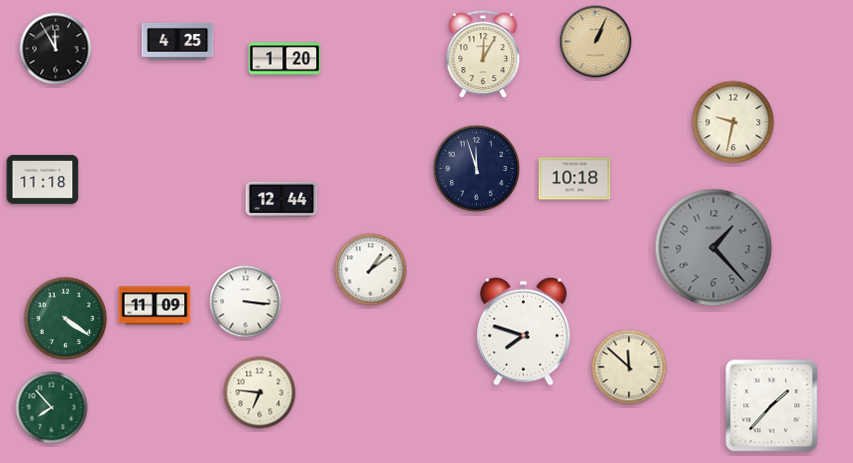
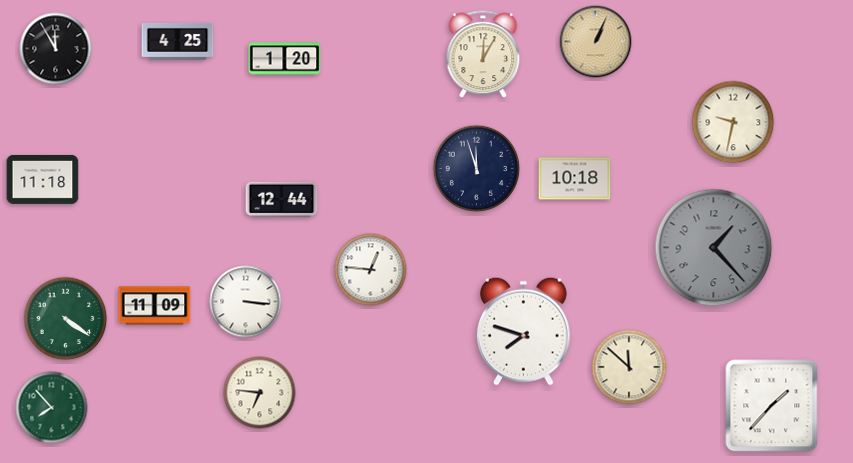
clock at (371, 270): 1:09 -> 12:46
